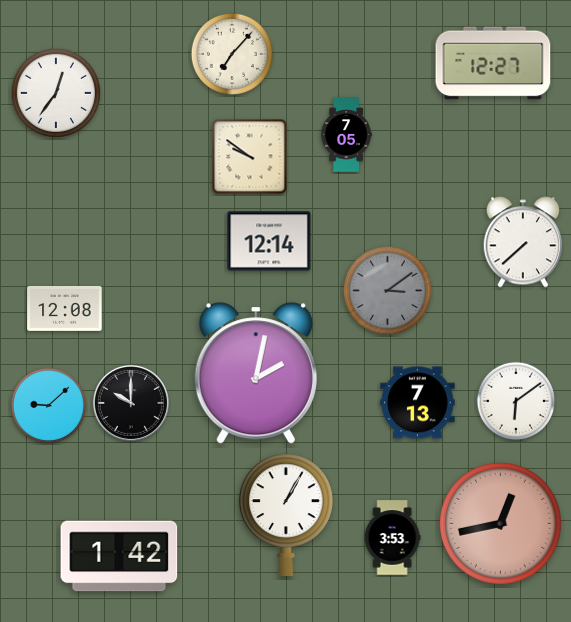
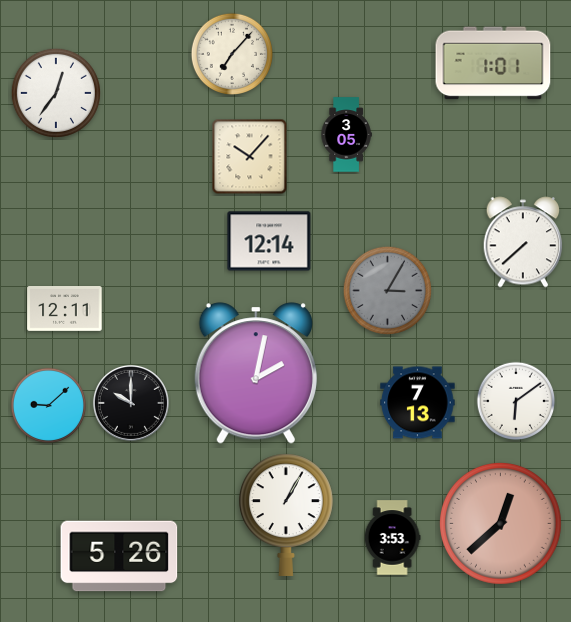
clock at (493, 63): 12:27 -> 1:01
clock at (346, 135): 7:05 -> 3:05
clock at (250, 157): 9:51 -> 10:07
clock at (387, 290): 3:09 -> 3:05
clock at (65, 309): 12:08 -> 12:11
clock at (500, 523): 12:43 -> 12:38
clock at (119, 556): 1:42 -> 5:26
